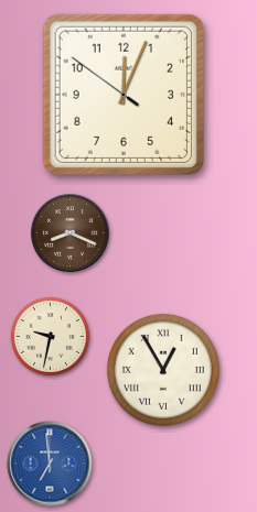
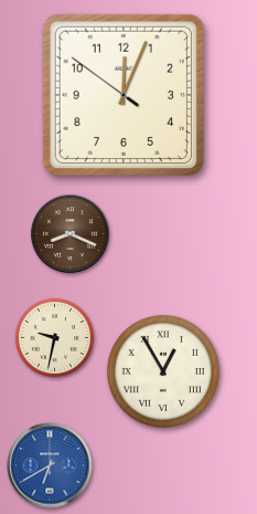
clock at (50, 336) position: (50, 336) -> (54, 337)
clock at (50, 464): 6:59 -> 6:40
